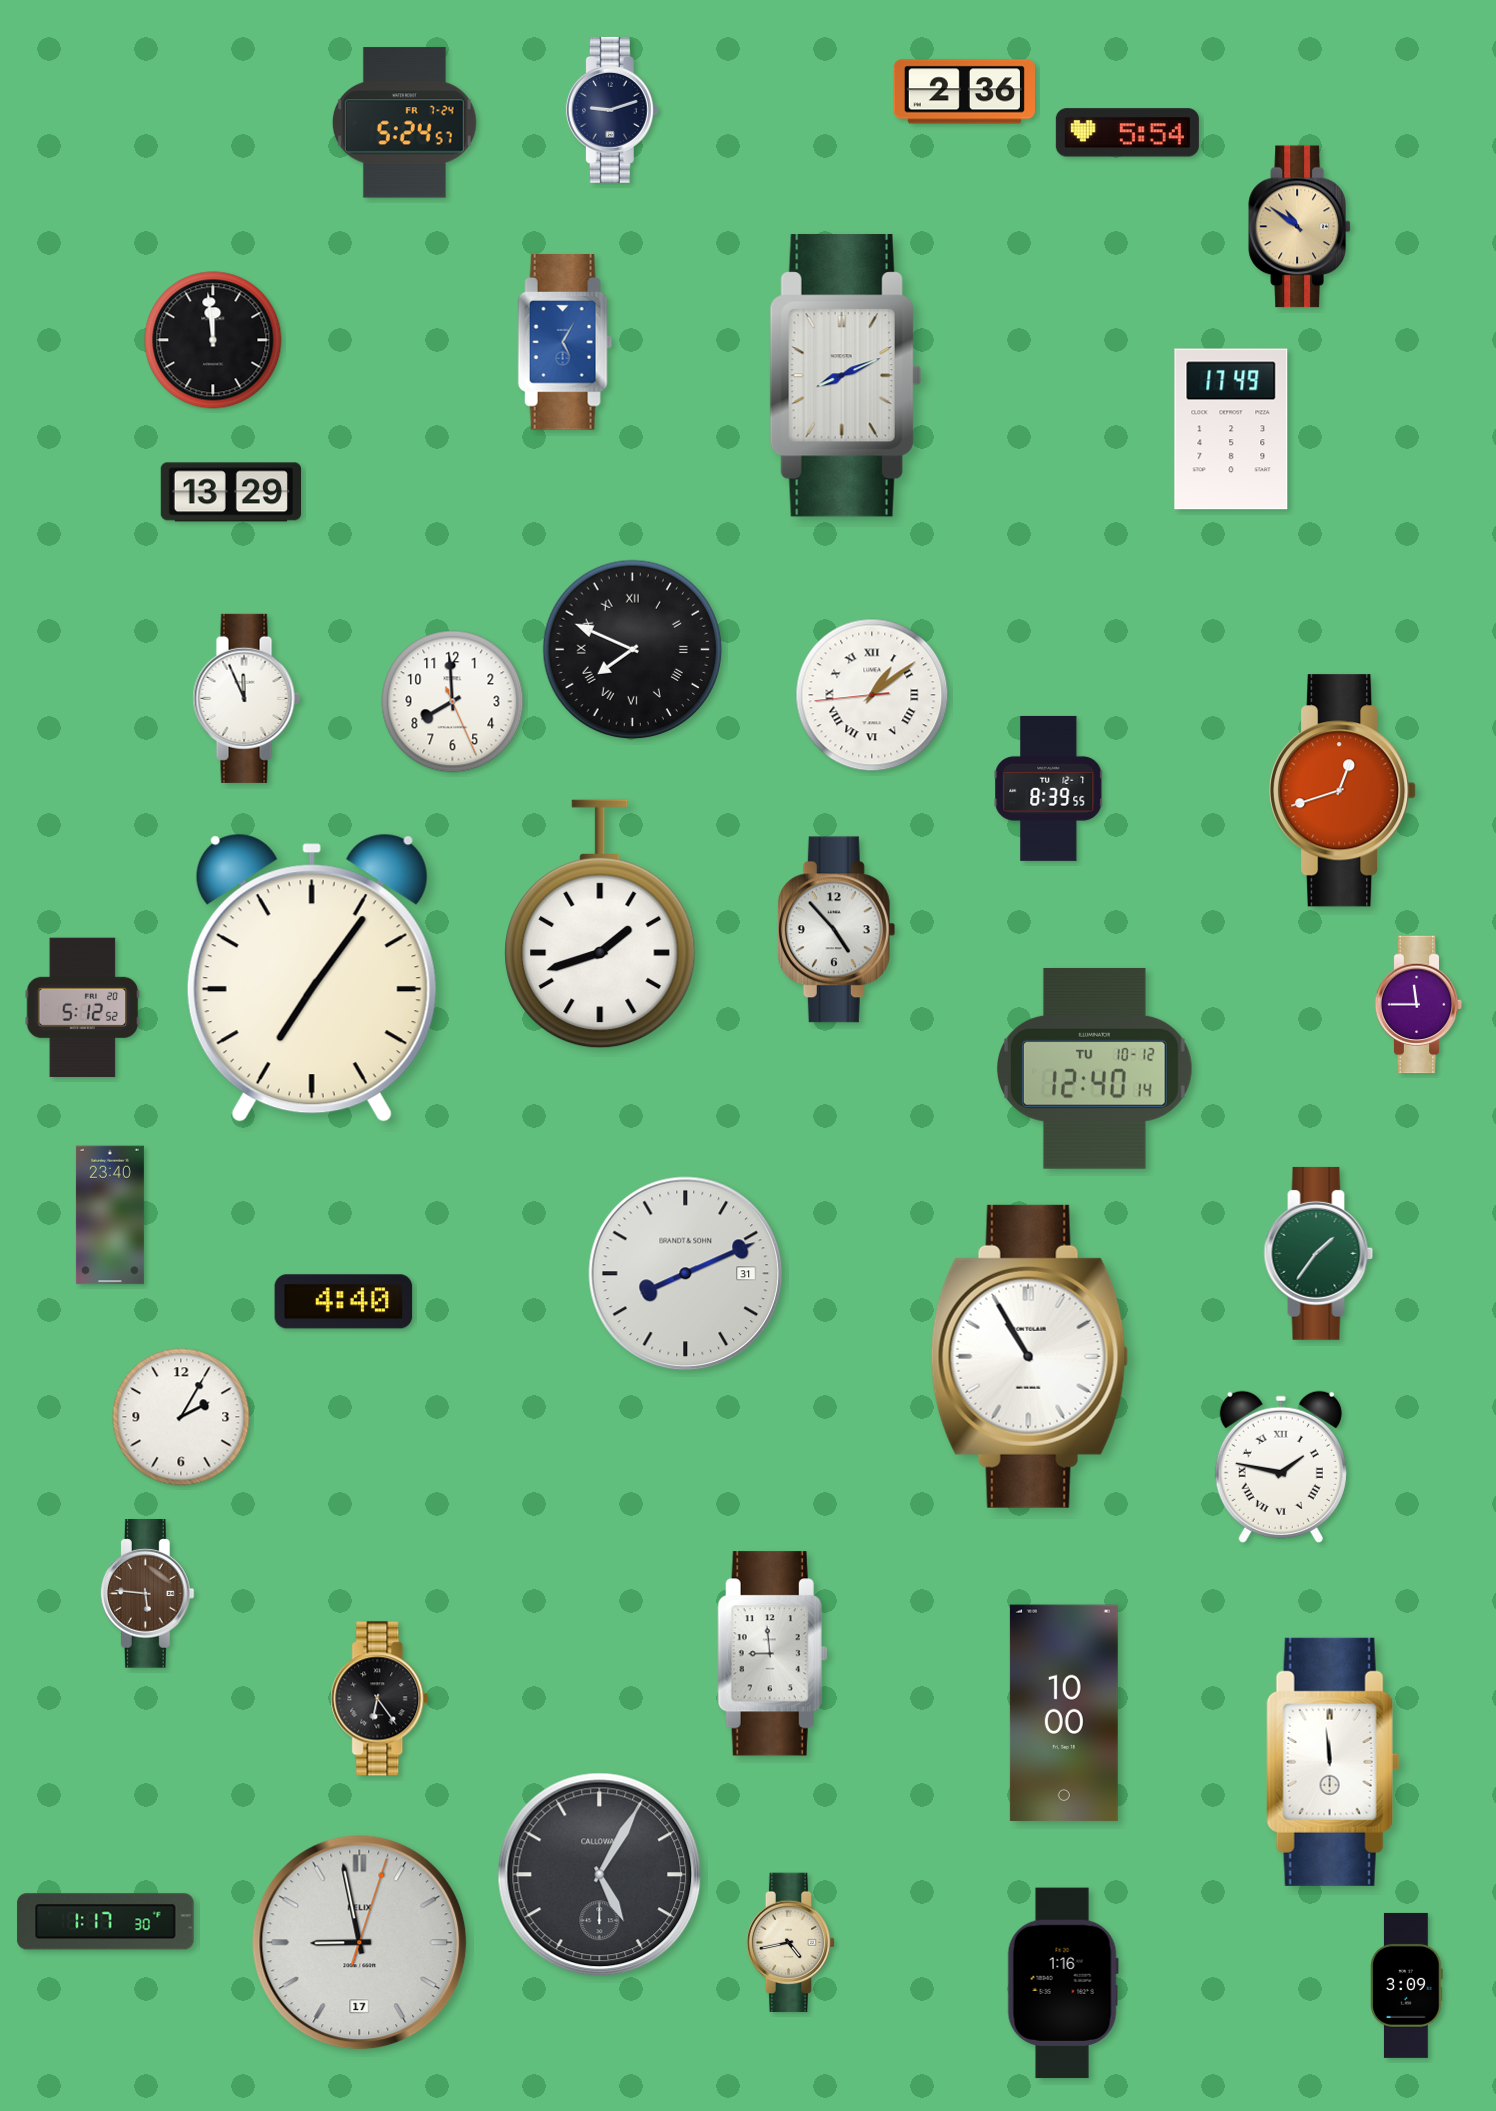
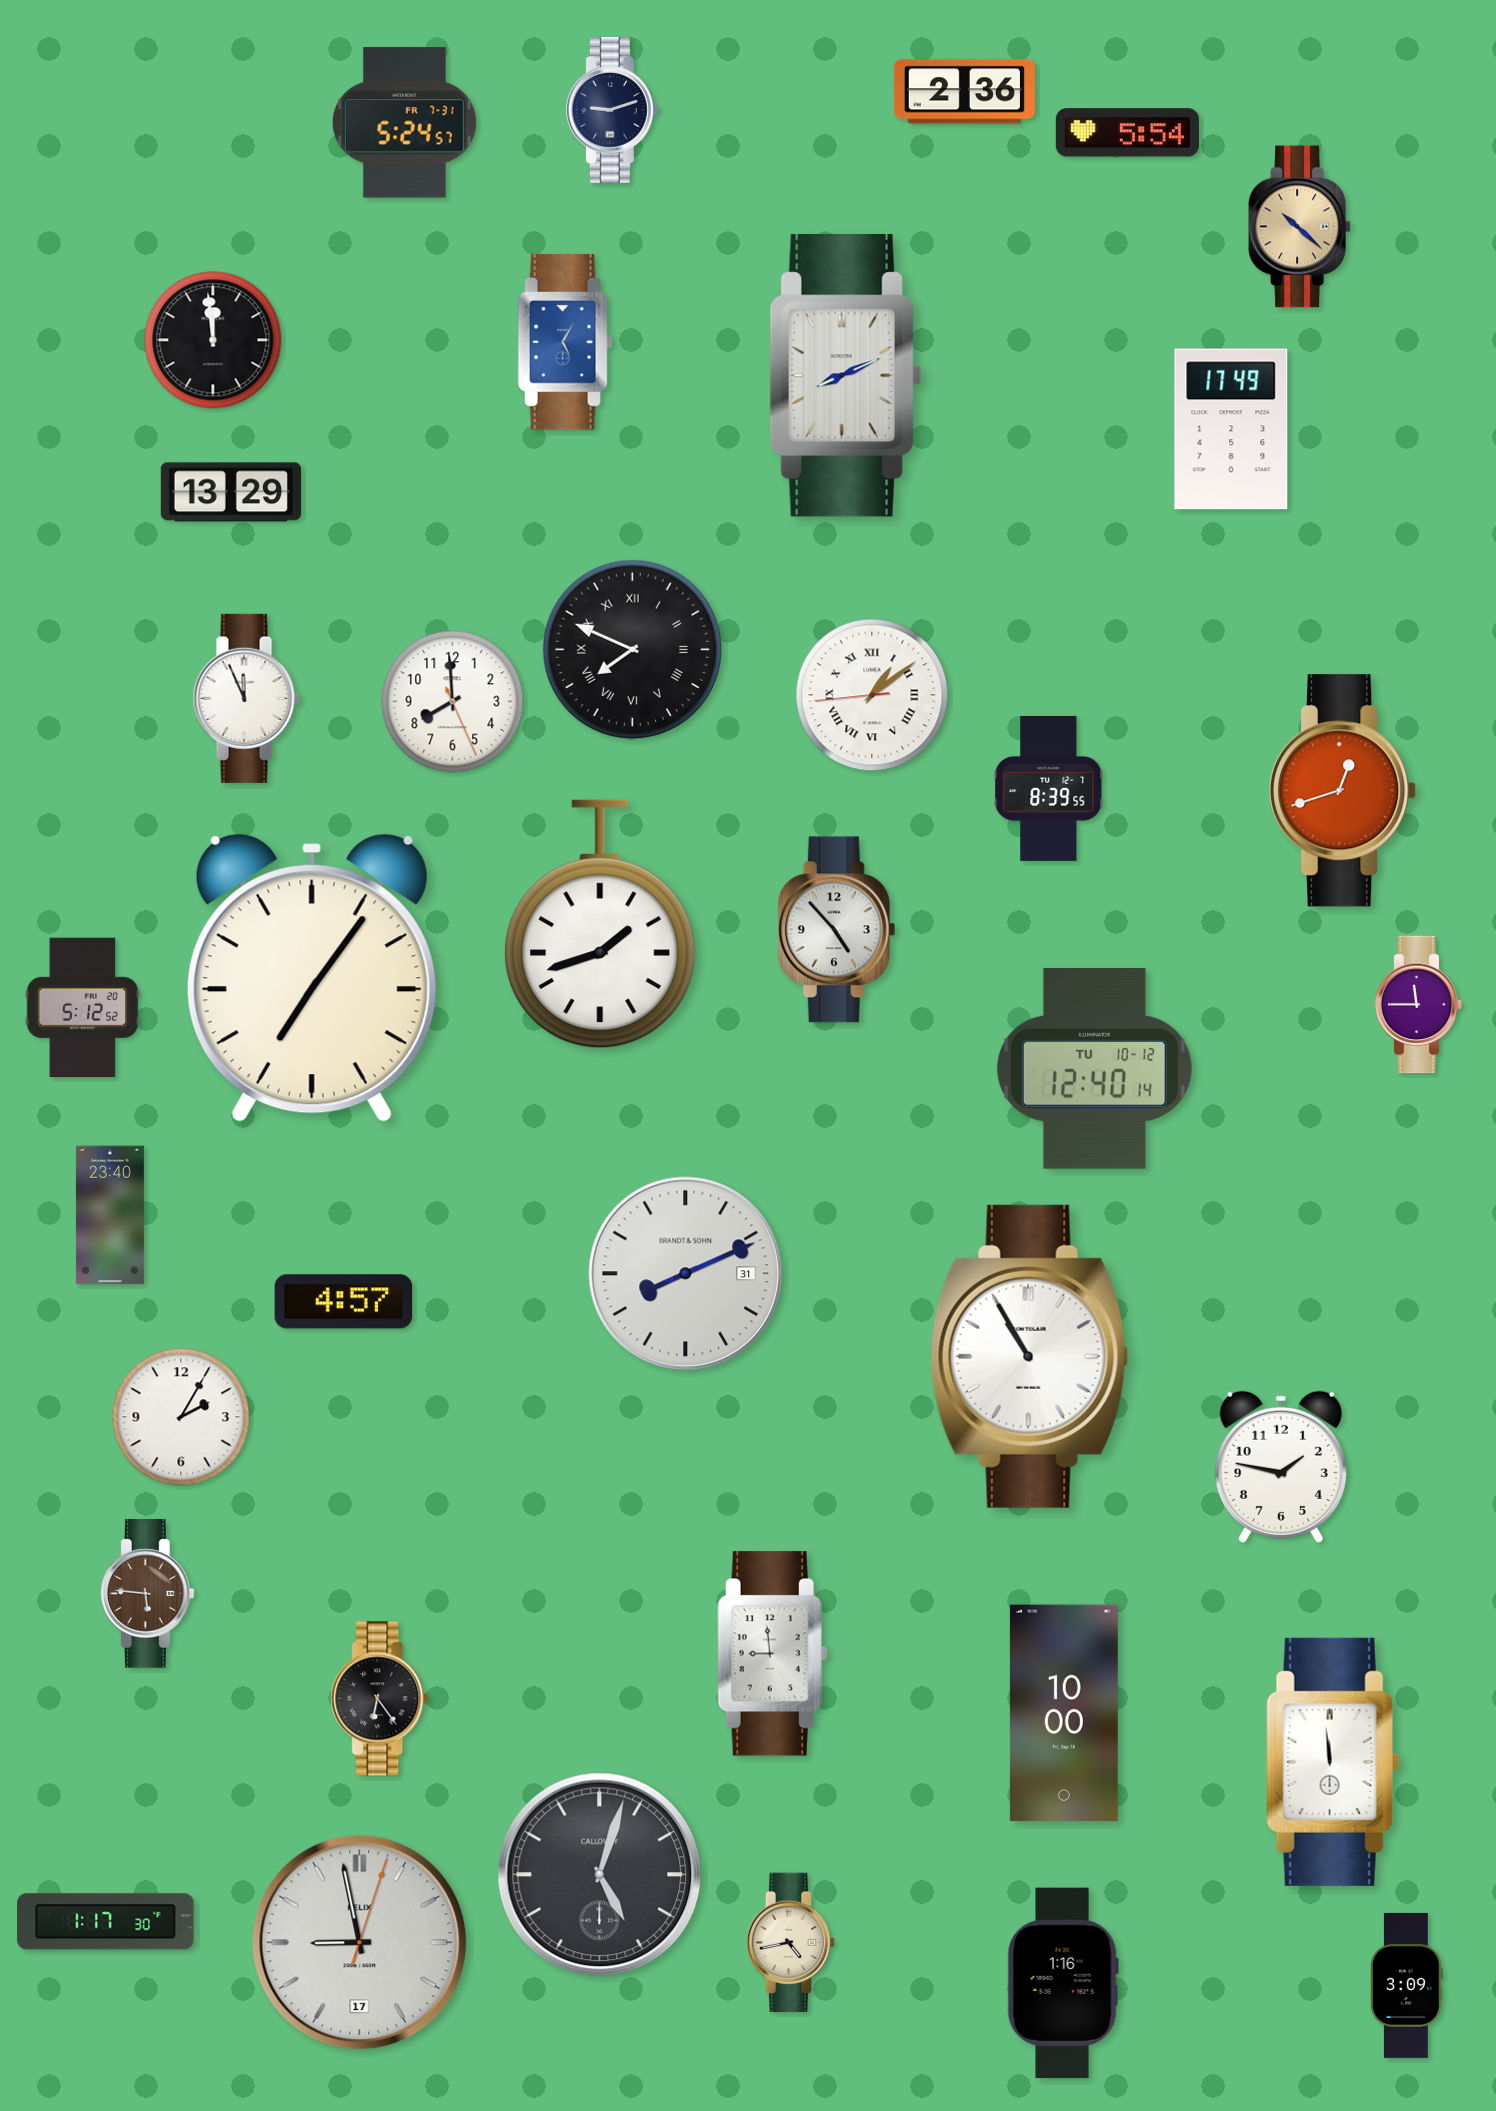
clock at (404, 123) date: FR 7-24 -> FR 7-31
clock at (1299, 227): 10:51 -> 10:22
clock at (1319, 1253): 1:36 -> none
clock at (344, 1302): 4:40 -> 4:57
clock at (1281, 1467) numerals: Roman -> Arabic
clock at (600, 1875): 5:05 -> 5:03
